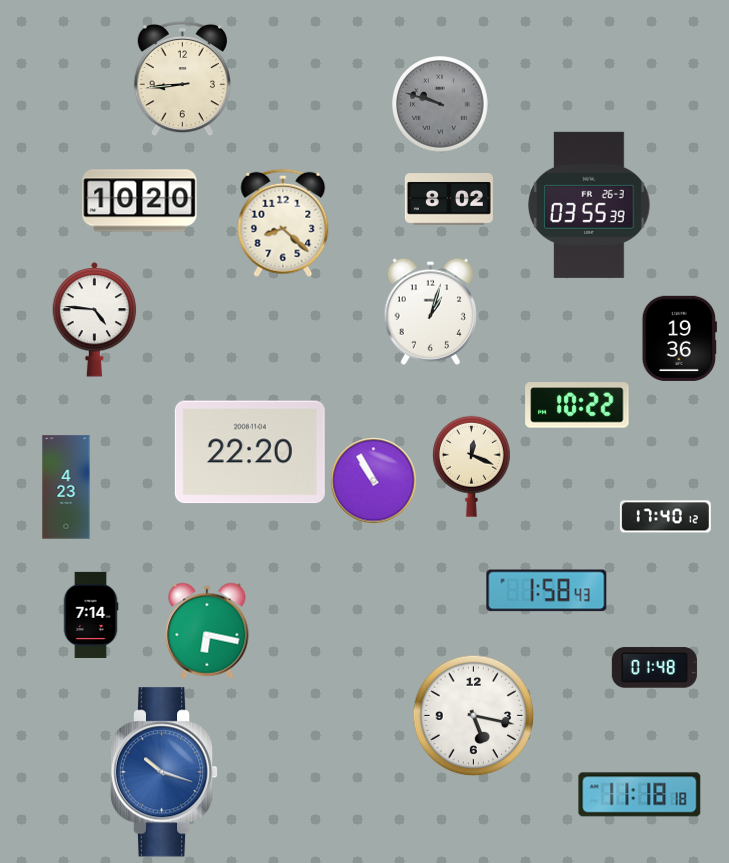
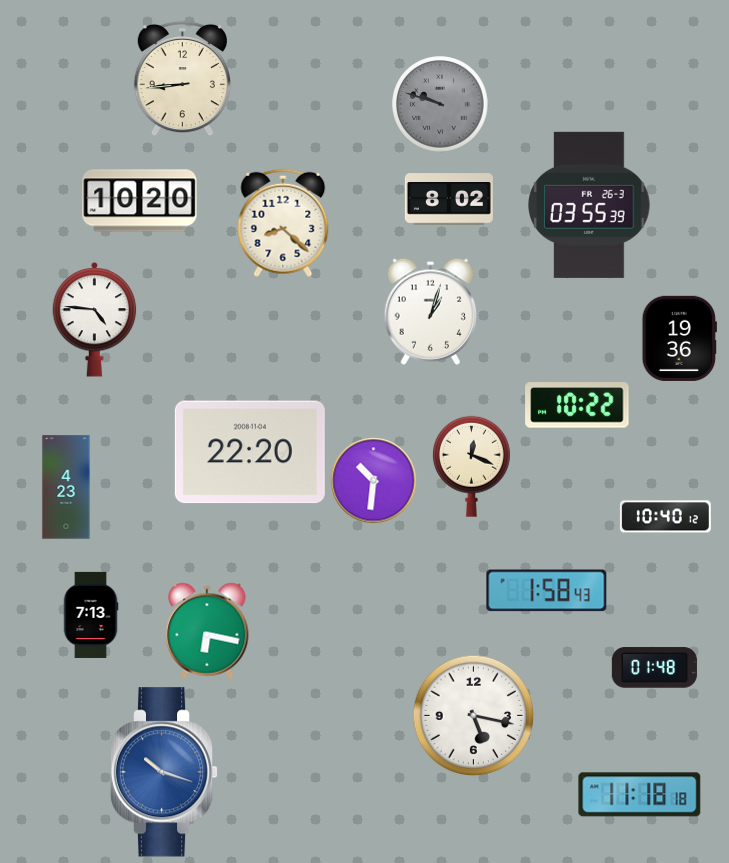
clock at (373, 480): 10:55 -> 10:31
clock at (665, 517): 17:40 -> 10:40
clock at (91, 615): 7:14 -> 7:13
